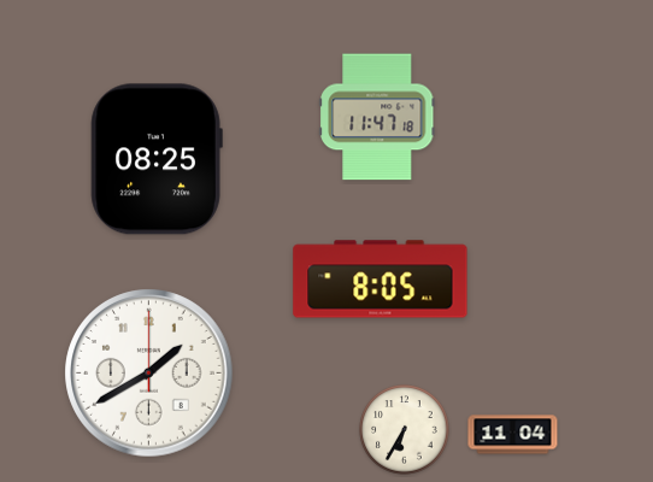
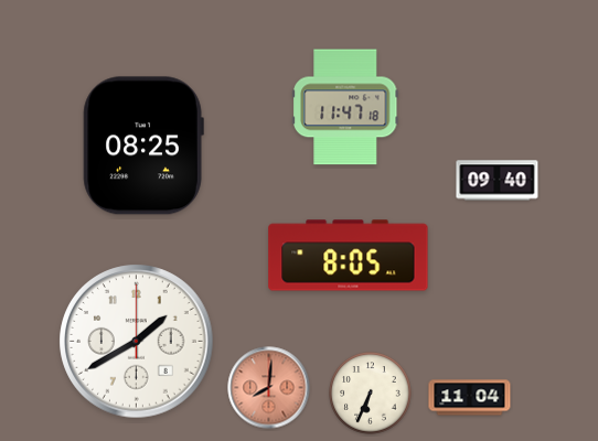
clock at (498, 181): none -> 09:40
clock at (269, 388): none -> 8:01
clock at (405, 430): 6:35 -> 6:34
